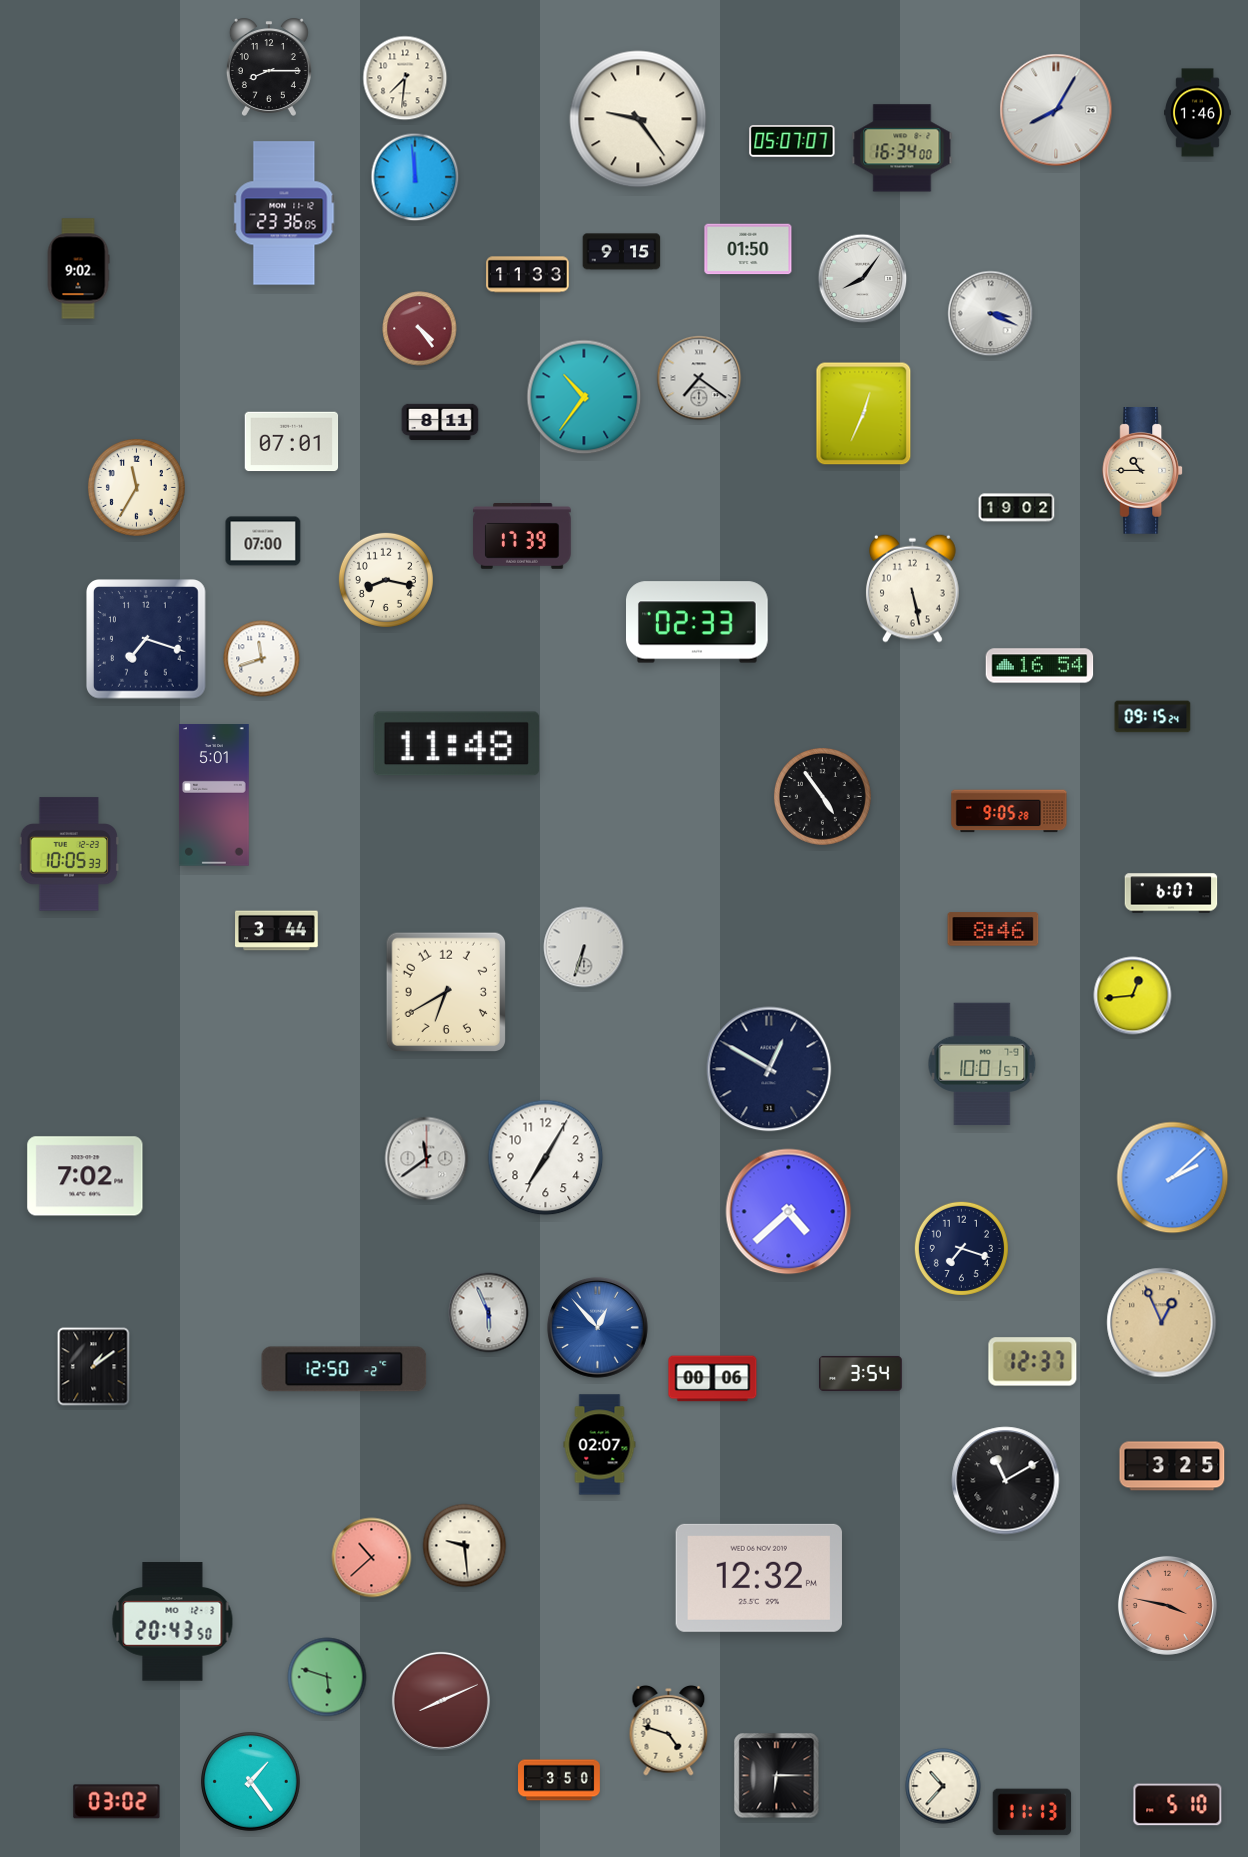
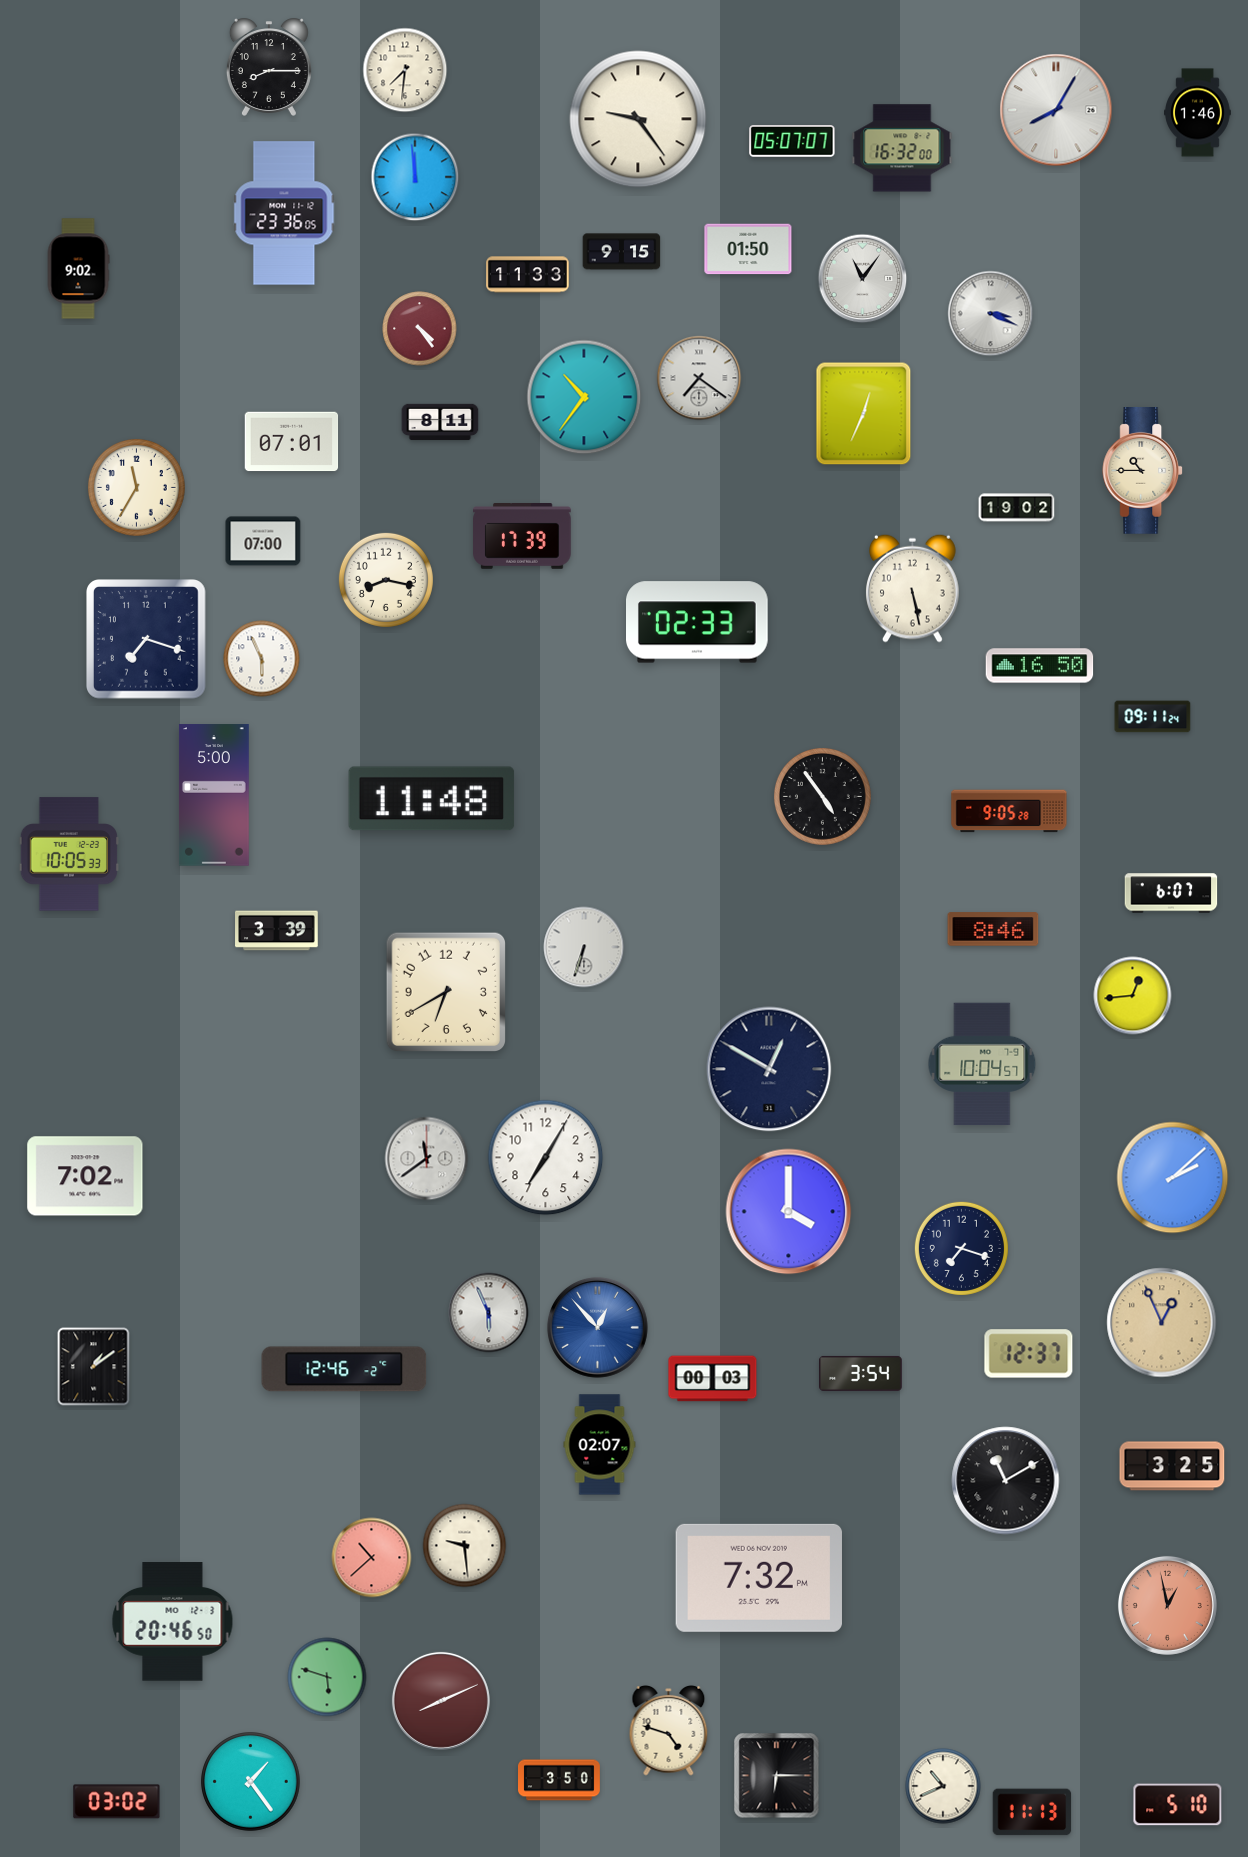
clock at (405, 78) position: (405, 78) -> (405, 70)
clock at (902, 148): 16:34 -> 16:32
clock at (863, 279): 8:06 -> 11:06
clock at (262, 659): 11:42 -> 5:56
clock at (1040, 666): 16:54 -> 16:50
clock at (1153, 717): 09:15 -> 09:11
clock at (457, 744) position: (457, 744) -> (432, 799)
clock at (214, 795): 5:01 -> 5:00
clock at (277, 931): 3:44 -> 3:39
clock at (982, 1064): 10:01 -> 10:04
clock at (789, 1212): 4:38 -> 4:00
clock at (1033, 1362) position: (1033, 1362) -> (1029, 1354)
clock at (344, 1369): 12:50 -> 12:46
clock at (713, 1379): 00:06 -> 00:03
clock at (759, 1578): 12:32 -> 7:32
clock at (1167, 1605): 3:47 -> 12:58
clock at (173, 1622): 20:43 -> 20:46
clock at (943, 1786): 10:37 -> 10:41
